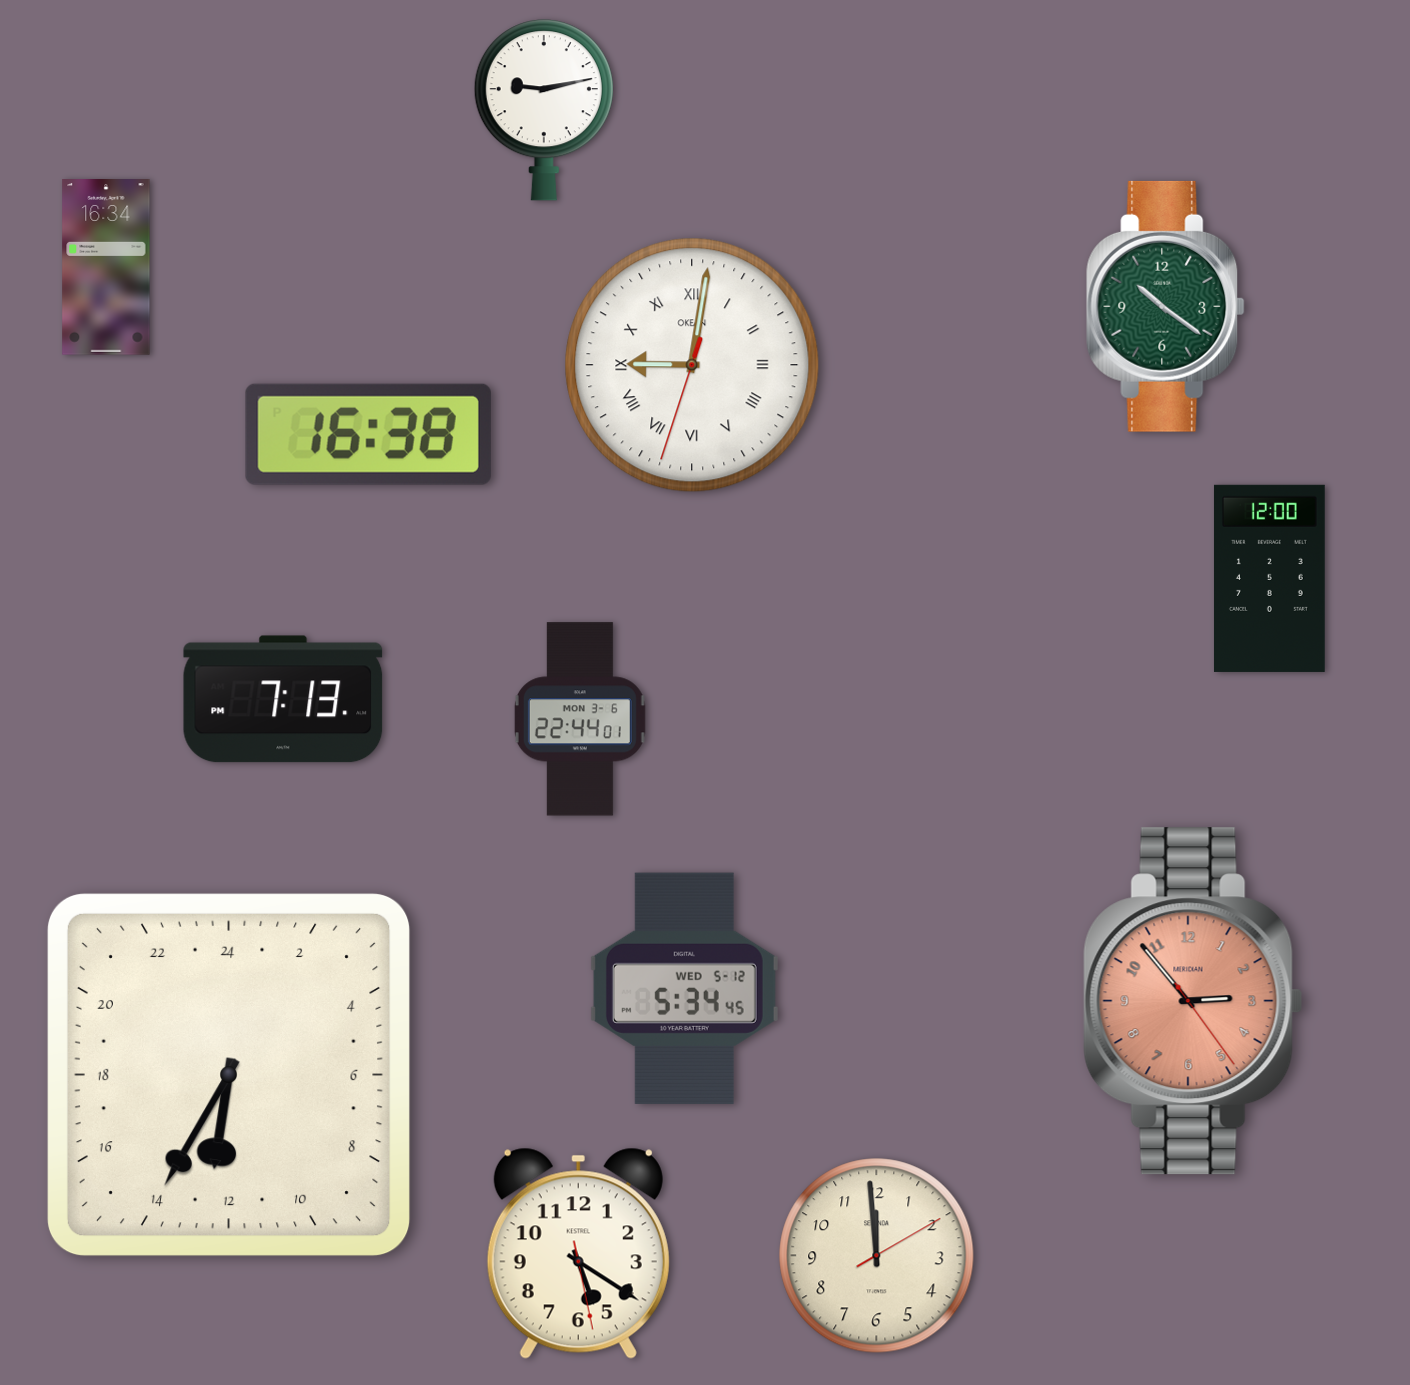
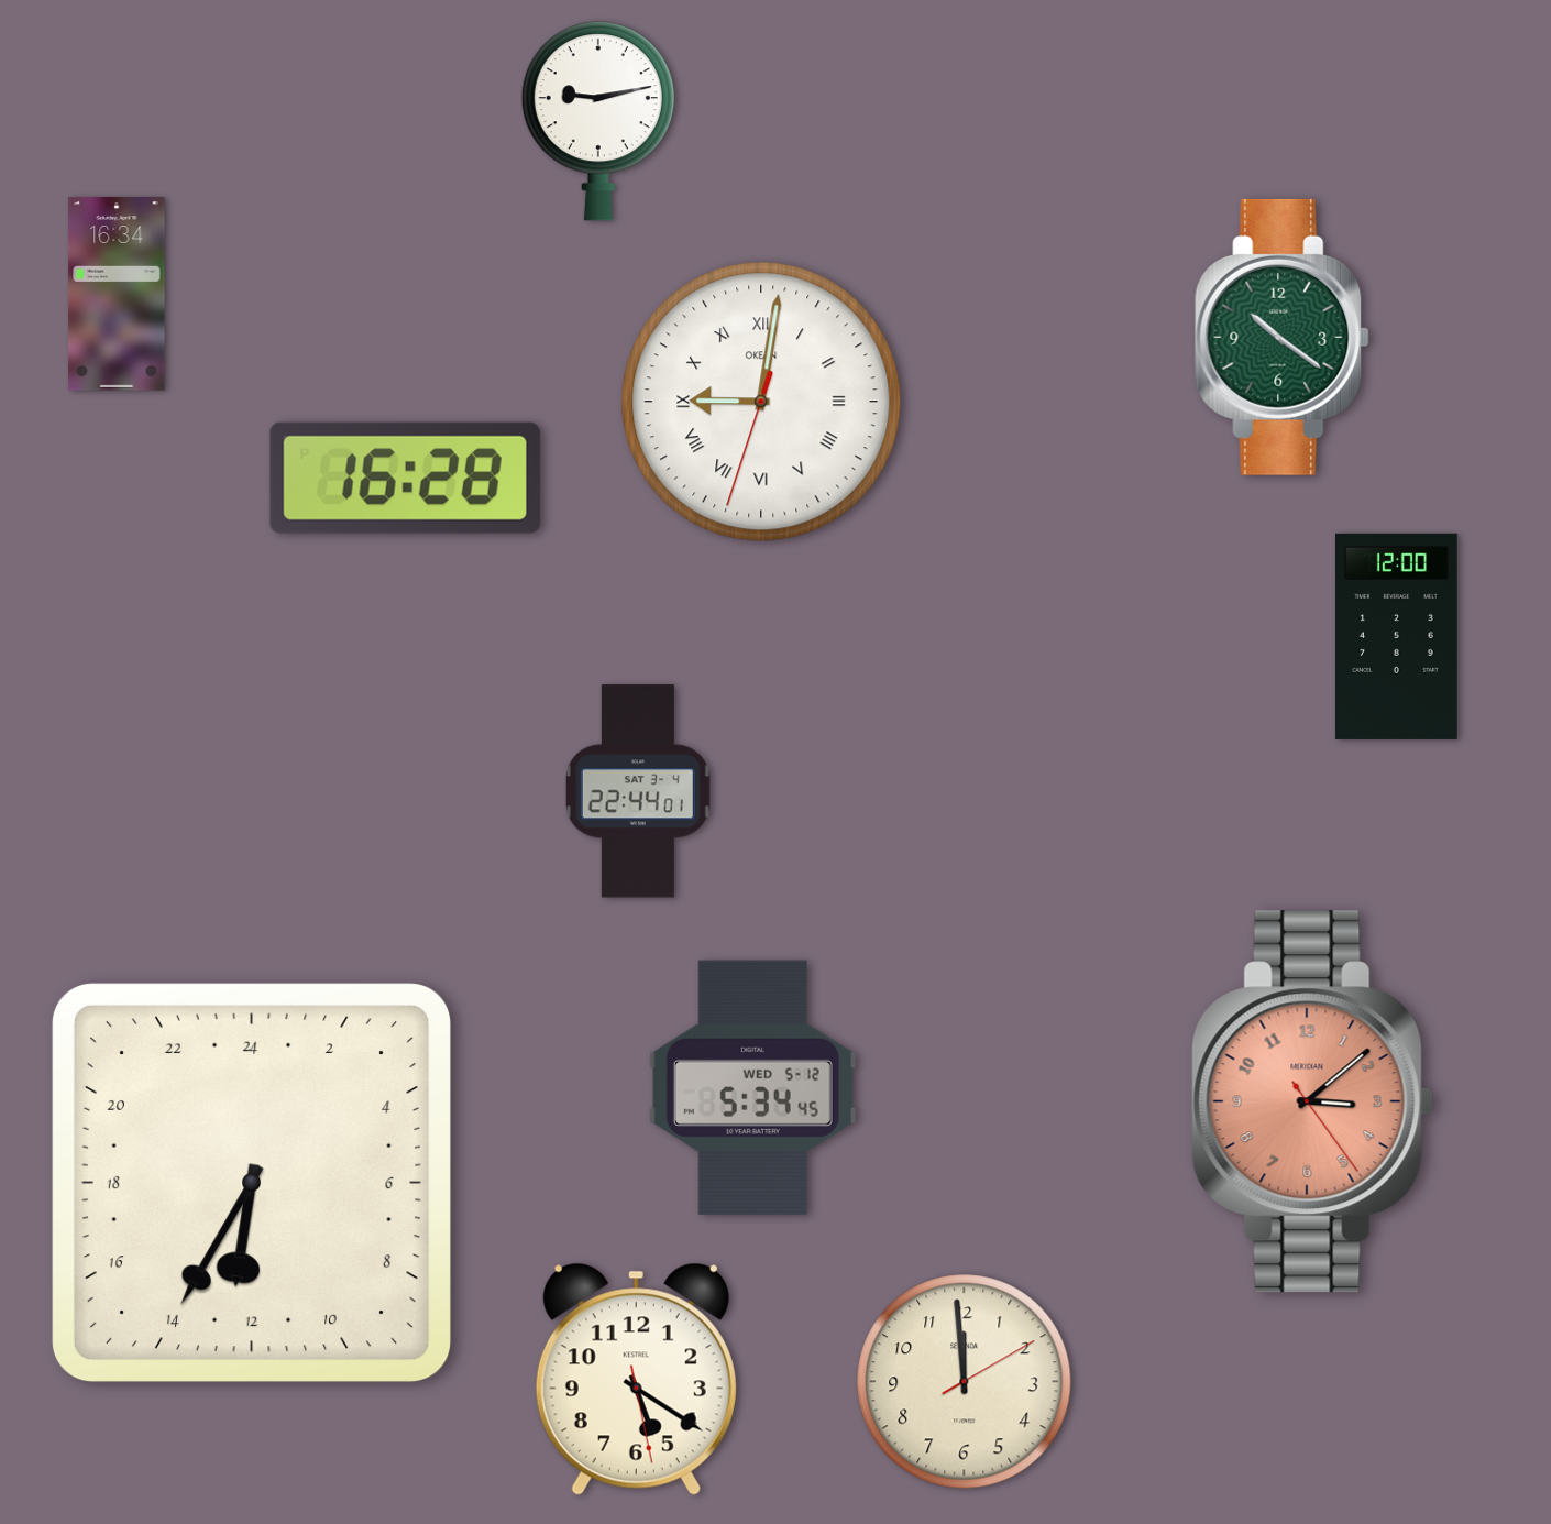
clock at (368, 434): 16:38 -> 16:28
clock at (283, 699): 7:13 -> none
clock at (580, 719) date: MON 3-6 -> SAT 3-4
clock at (1193, 1001): 2:53 -> 3:08
